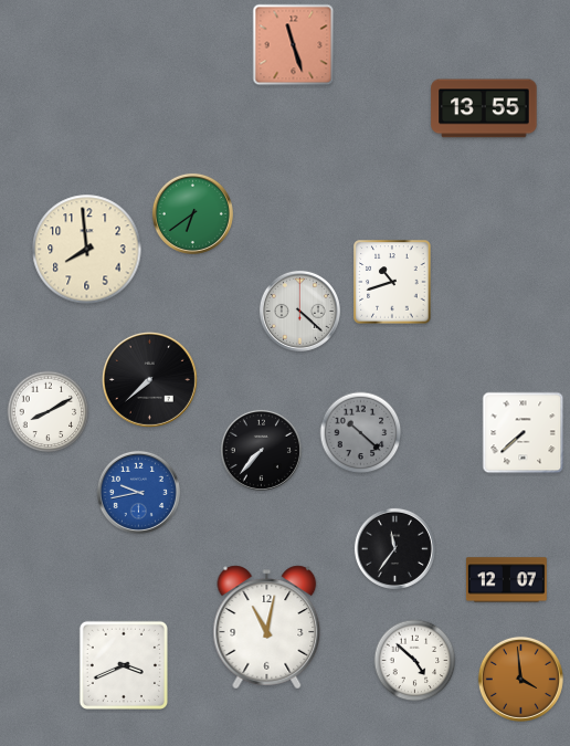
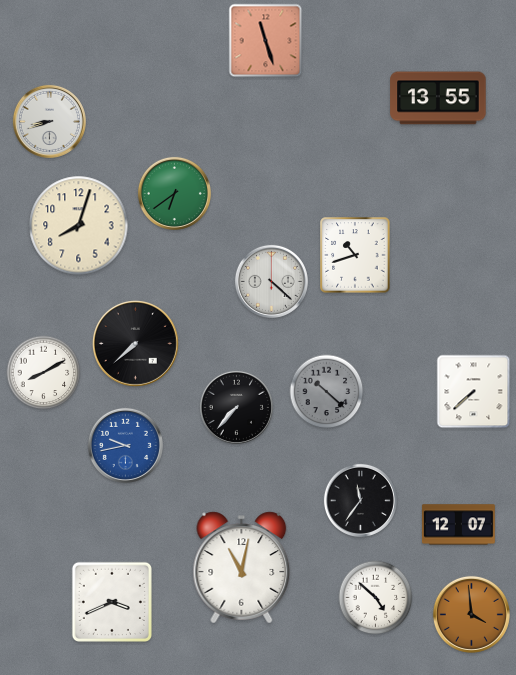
clock at (49, 121): none -> 8:42
clock at (87, 250): 7:59 -> 8:03
clock at (394, 548) position: (394, 548) -> (360, 500)
